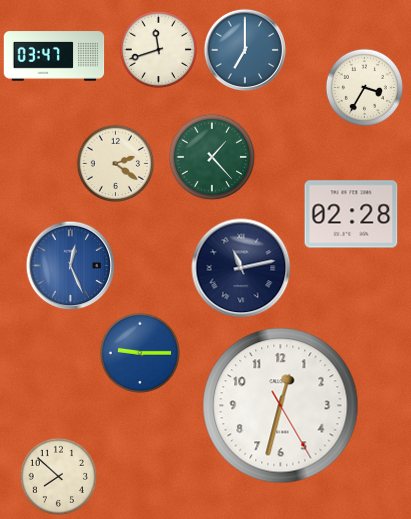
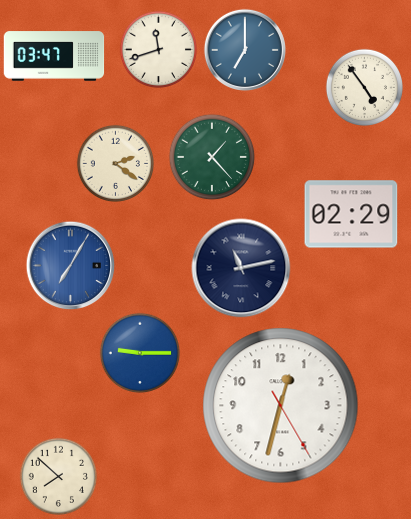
clock at (364, 87): 3:35 -> 4:54
clock at (351, 214): 02:28 -> 02:29
clock at (70, 265): 12:26 -> 7:05
